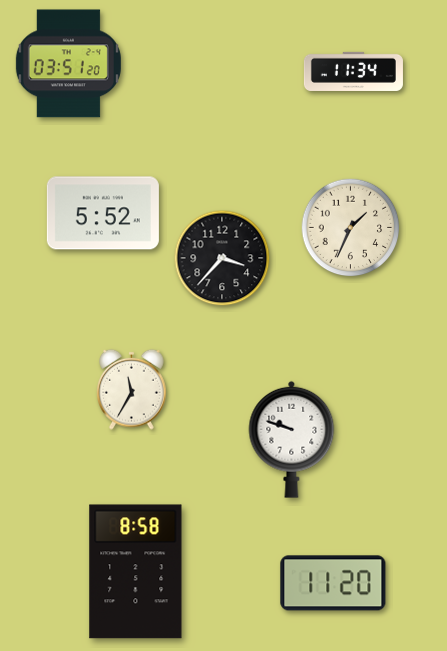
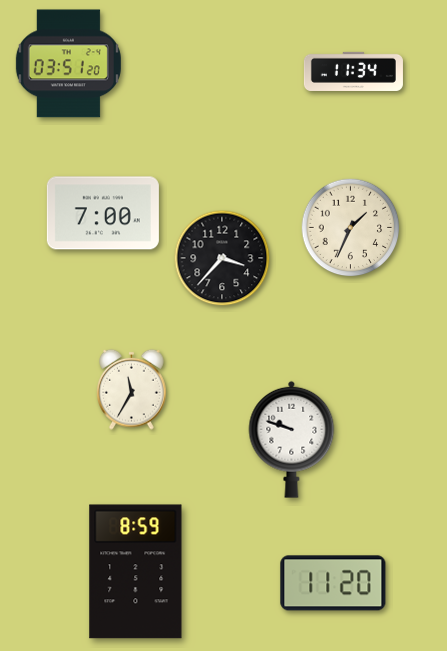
clock at (103, 213): 5:52 -> 7:00
clock at (136, 572): 8:58 -> 8:59
